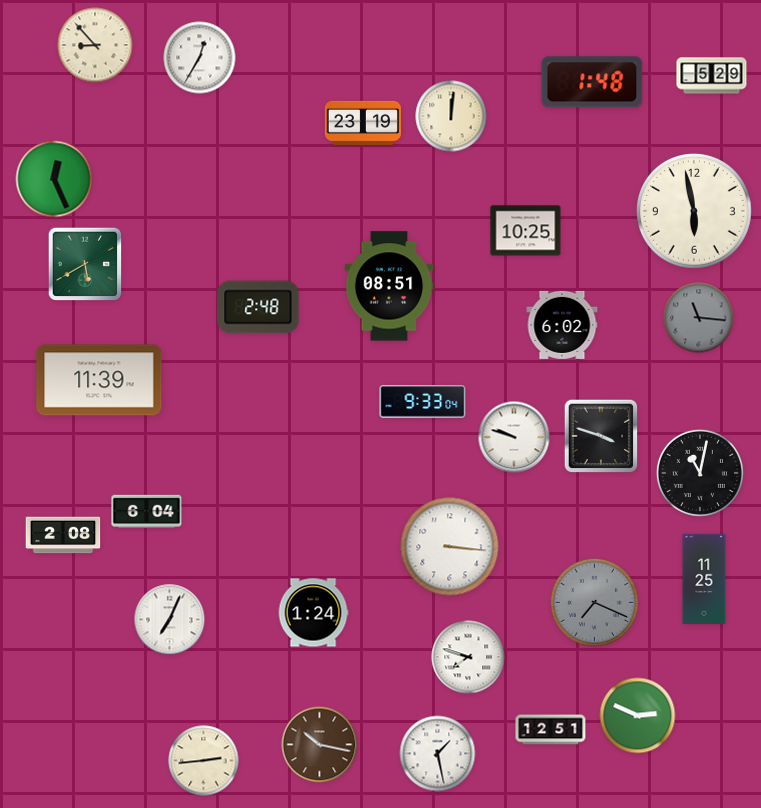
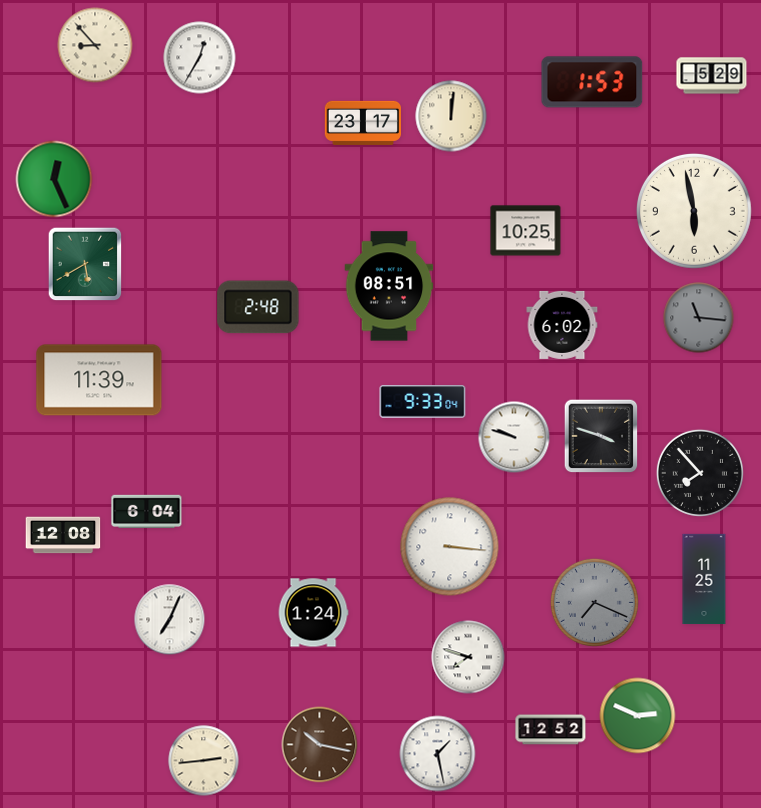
clock at (592, 82): 1:48 -> 1:53
clock at (362, 123): 23:19 -> 23:17
clock at (700, 473): 11:02 -> 7:53
clock at (63, 535): 2:08 -> 12:08
clock at (551, 730): 12:51 -> 12:52
